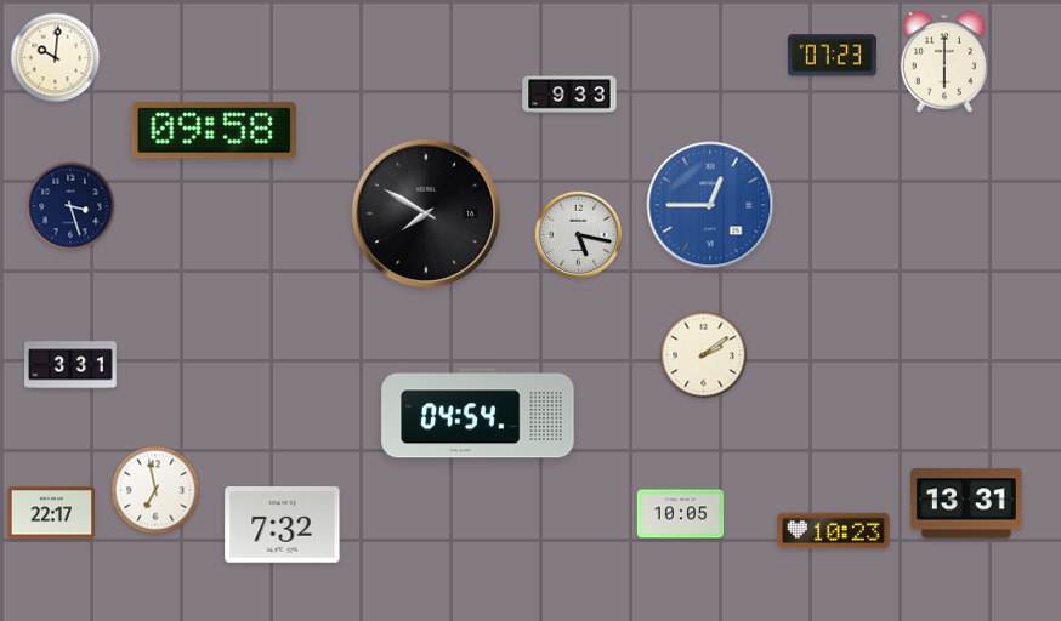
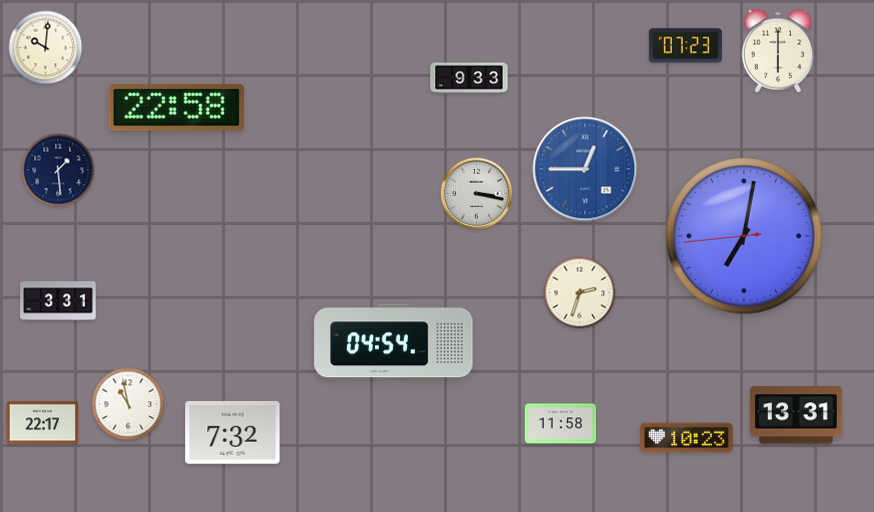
clock at (214, 131): 09:58 -> 22:58
clock at (70, 206): 3:27 -> 1:29
clock at (426, 213): 7:50 -> none
clock at (579, 235): 5:17 -> 3:17
clock at (744, 236): none -> 7:01
clock at (704, 355): 2:09 -> 2:33
clock at (155, 490): 6:58 -> 10:58
clock at (681, 514): 10:05 -> 11:58
